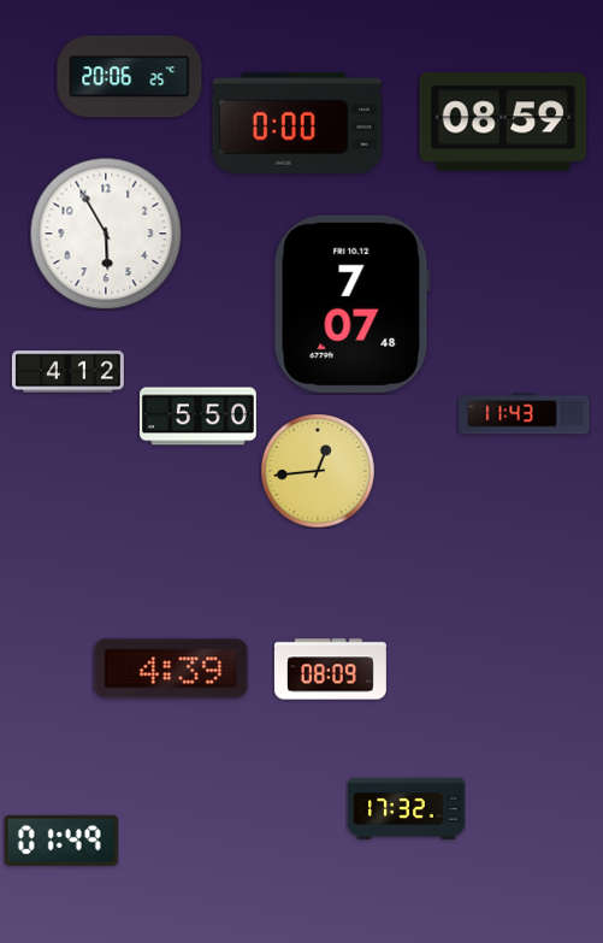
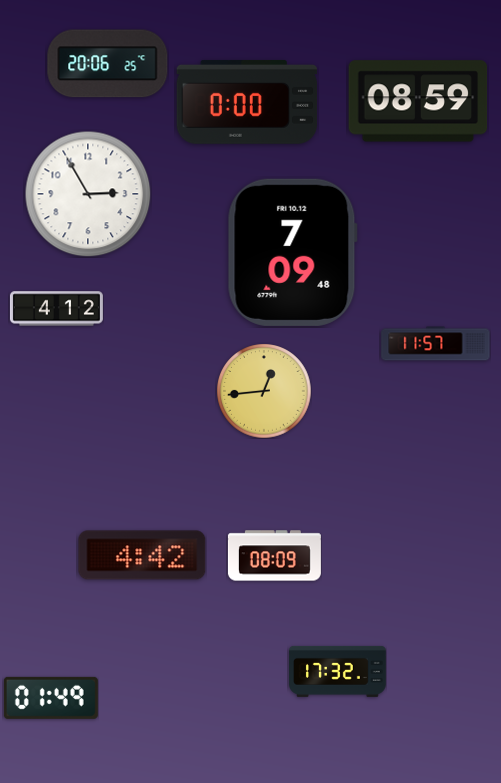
clock at (106, 234): 5:55 -> 2:55
clock at (351, 303): 7:07 -> 7:09
clock at (525, 414): 11:43 -> 11:57
clock at (199, 417): 5:50 -> none
clock at (171, 668): 4:39 -> 4:42
